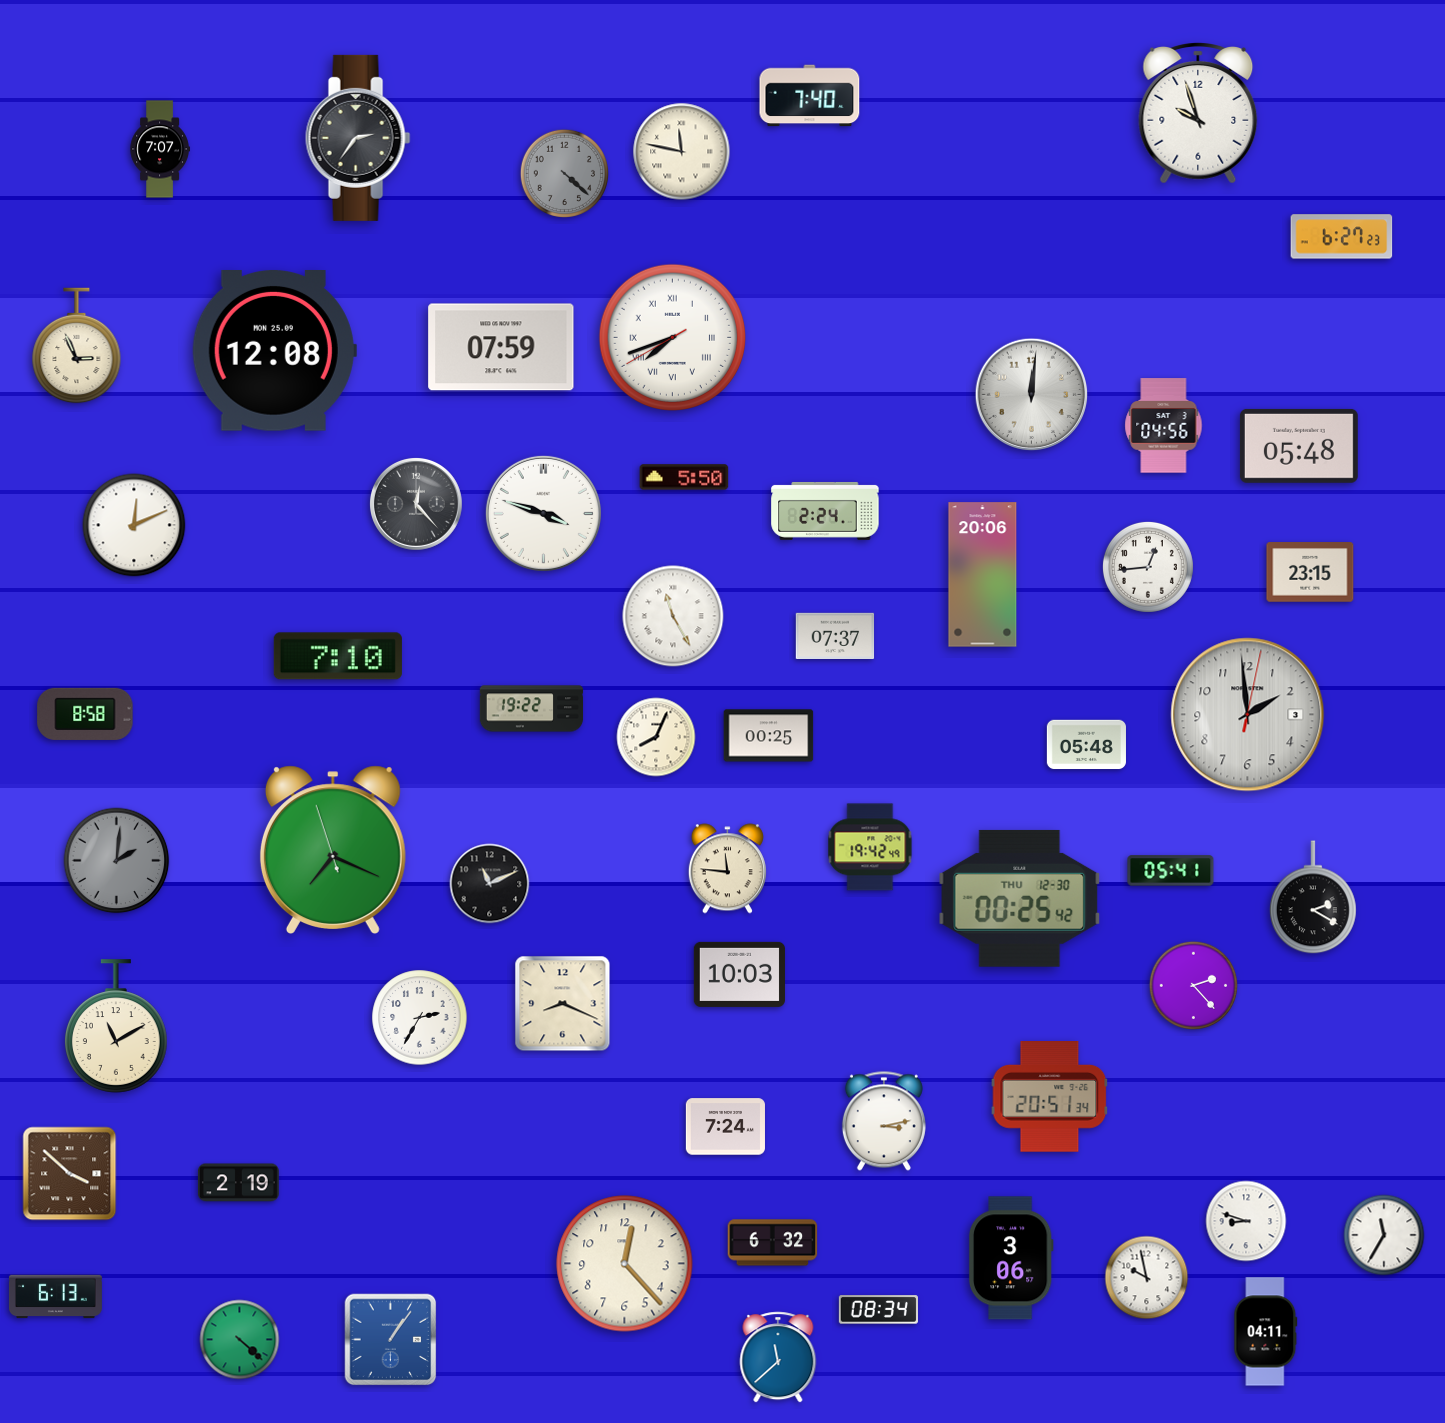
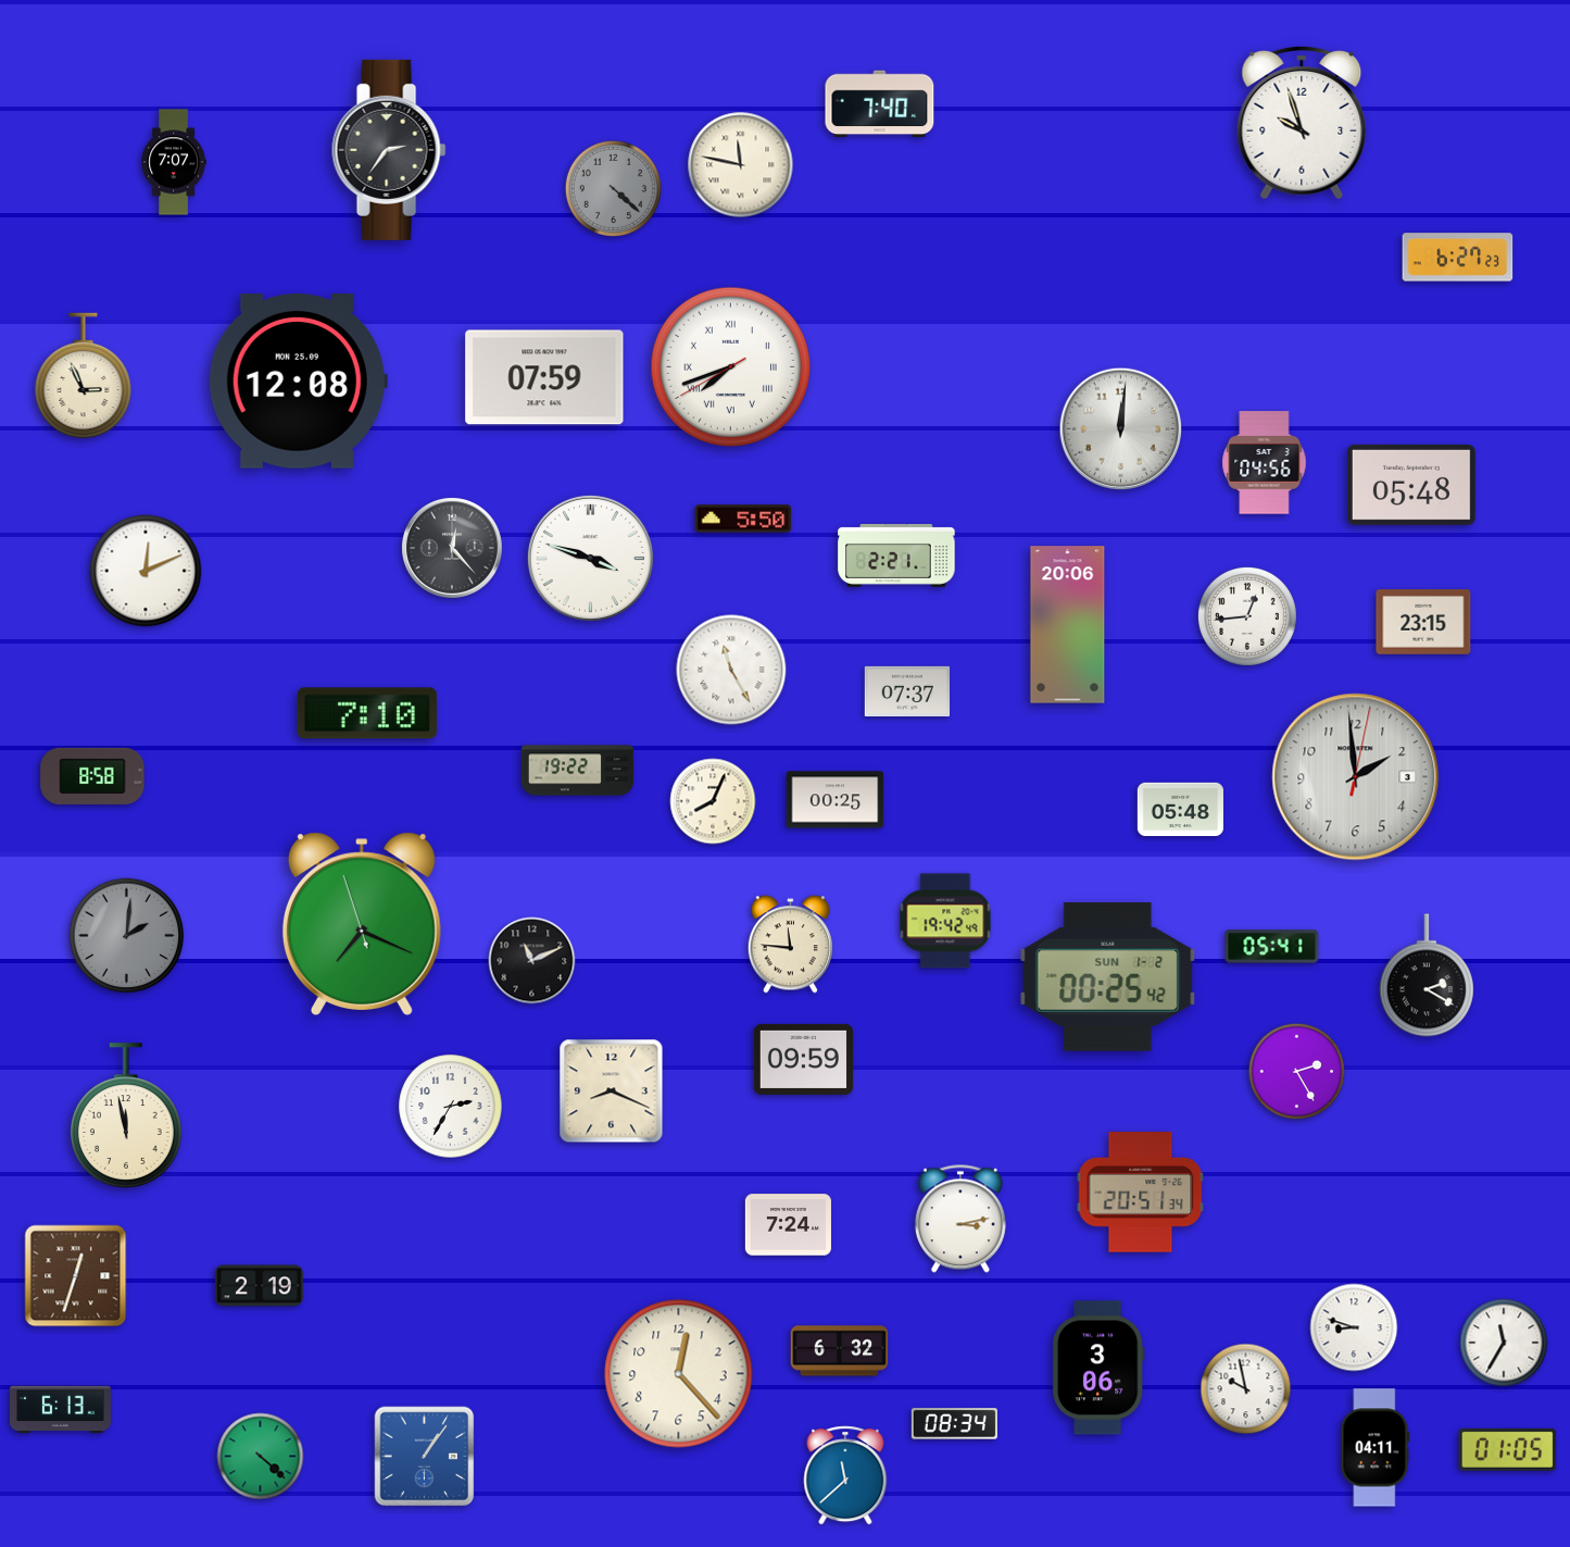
clock at (825, 511): 2:24 -> 2:21
clock at (1020, 898) date: THU 12-30 -> SUN 1-2
clock at (739, 974): 10:03 -> 09:59
clock at (1193, 985): 2:23 -> 2:25
clock at (420, 1018) position: (420, 1018) -> (451, 1107)
clock at (117, 1026): 11:10 -> 11:58
clock at (70, 1174): 3:52 -> 12:33
clock at (1508, 1449): none -> 01:05
